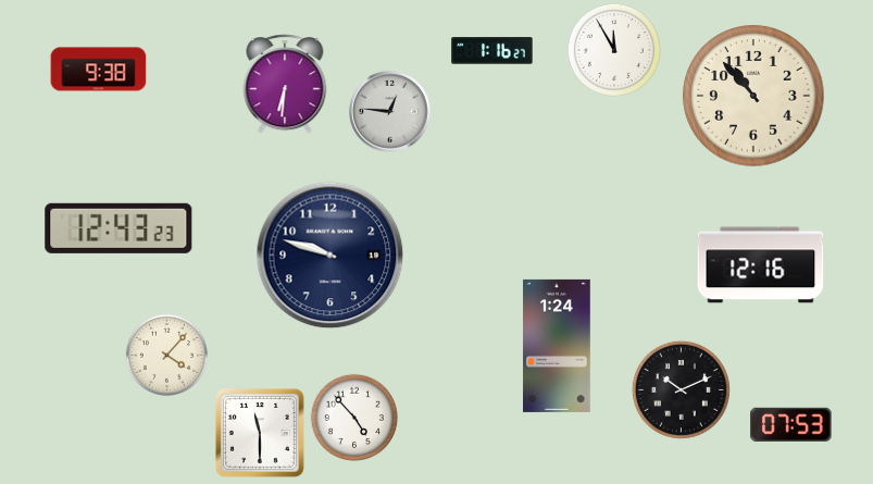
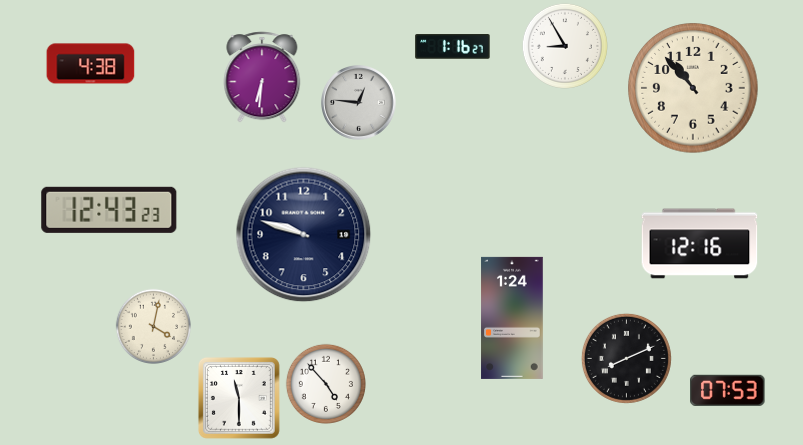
clock at (614, 50): 11:55 -> 8:55
clock at (99, 70): 9:38 -> 4:38
clock at (166, 355): 4:07 -> 4:02
clock at (681, 389): 10:11 -> 8:11
